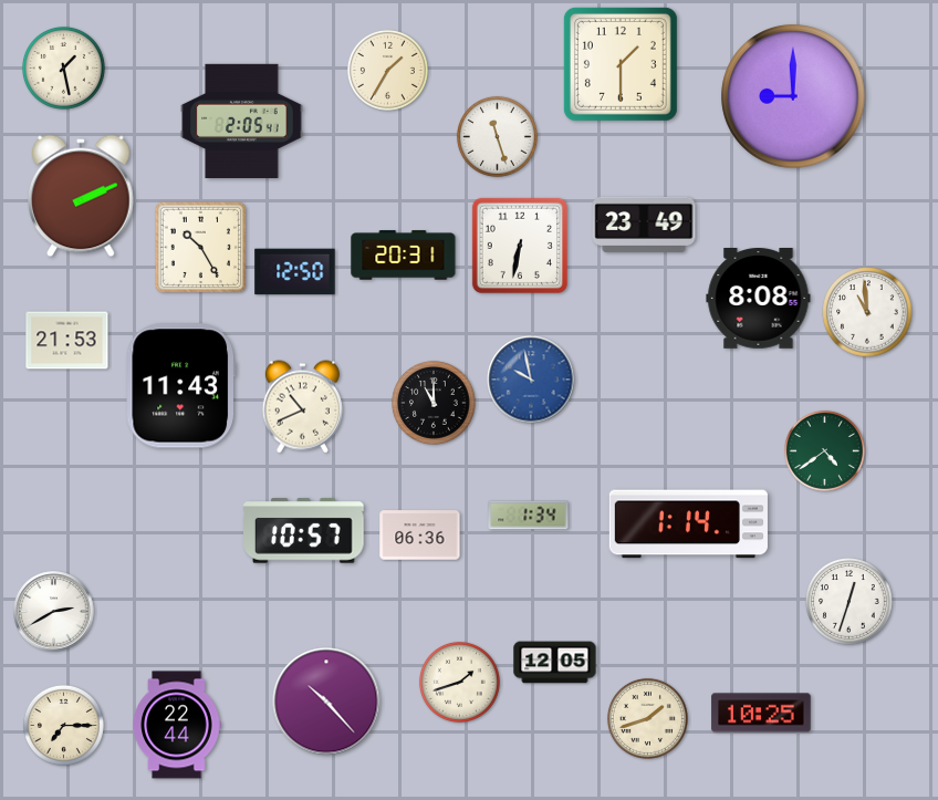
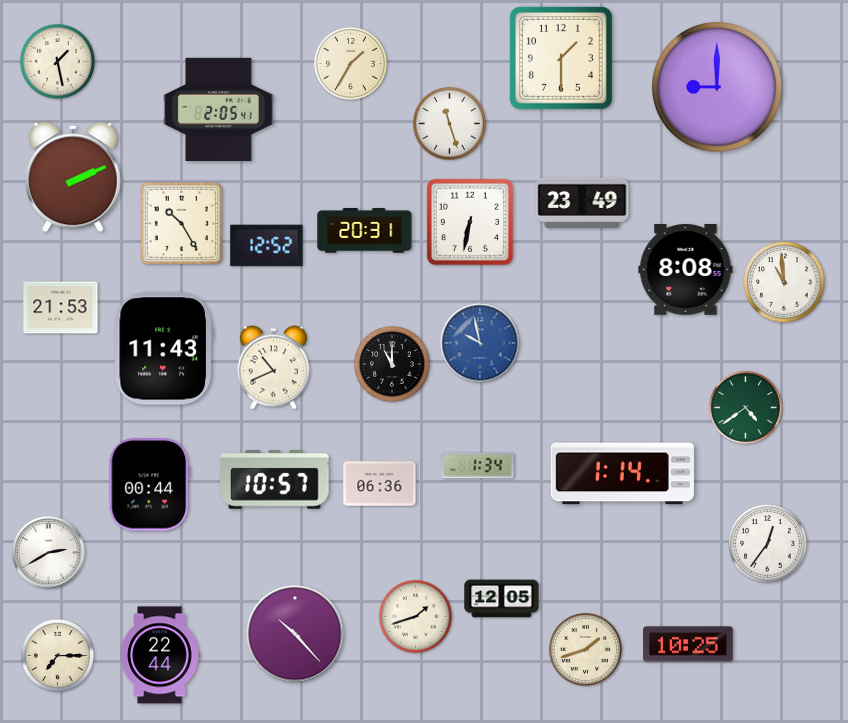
clock at (295, 272): 12:50 -> 12:52
clock at (149, 485): none -> 00:44
clock at (850, 602): 12:33 -> 12:36
